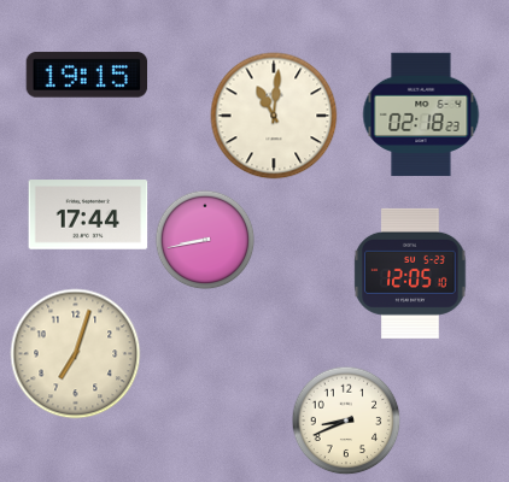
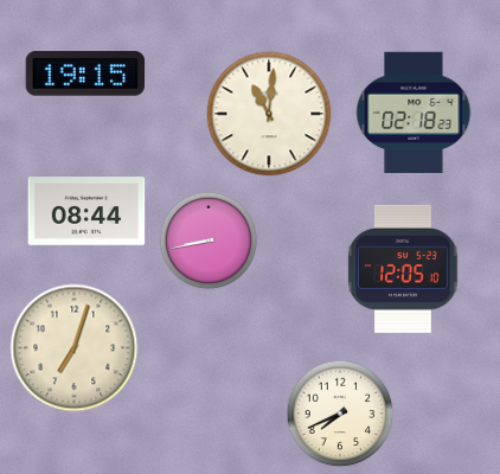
clock at (88, 214): 17:44 -> 08:44
clock at (205, 240) position: (205, 240) -> (209, 241)
clock at (346, 421): 8:41 -> 7:41
